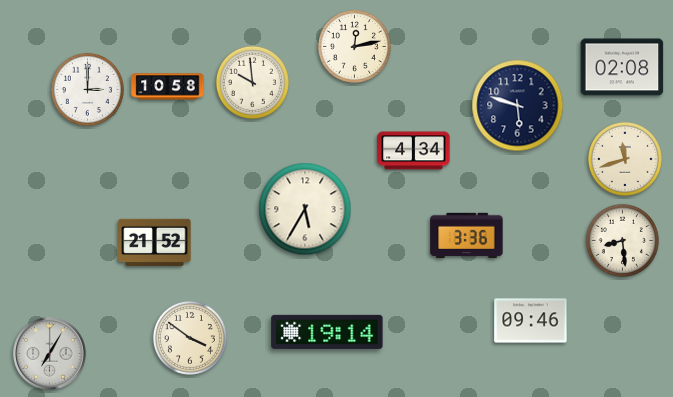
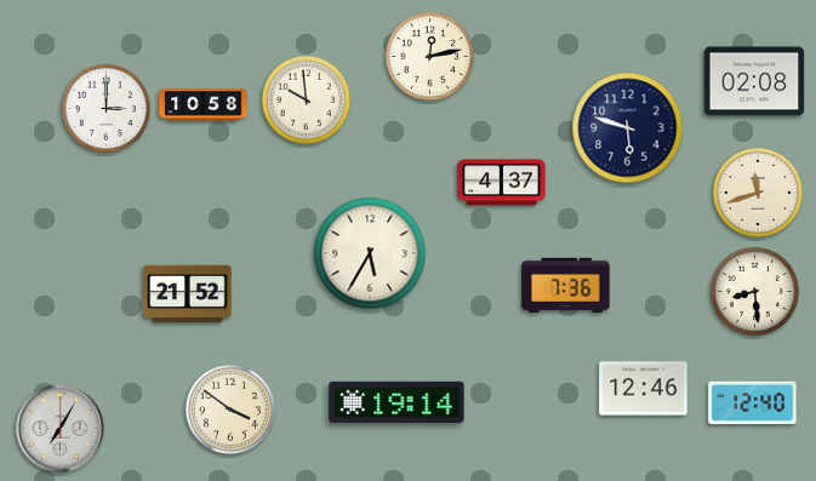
clock at (414, 151): 4:34 -> 4:37
clock at (467, 236): 3:36 -> 7:36
clock at (531, 321): 09:46 -> 12:46
clock at (753, 403): none -> 12:40
